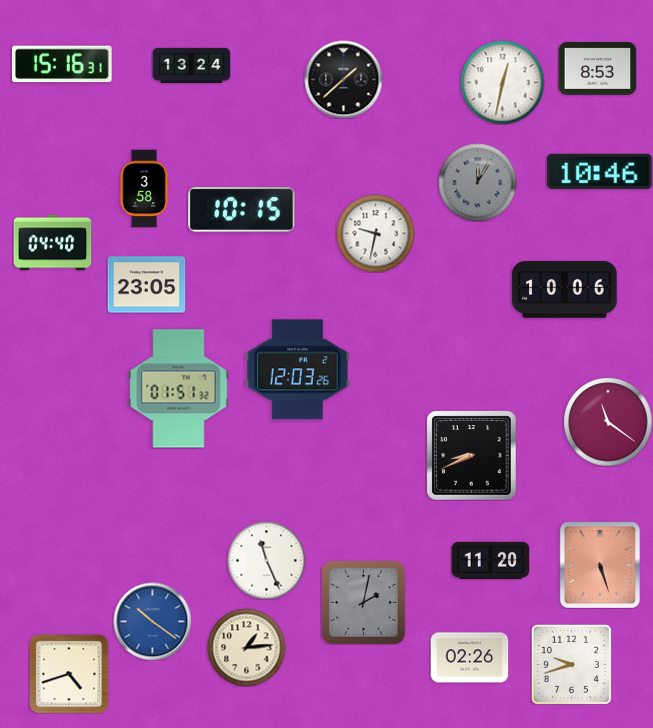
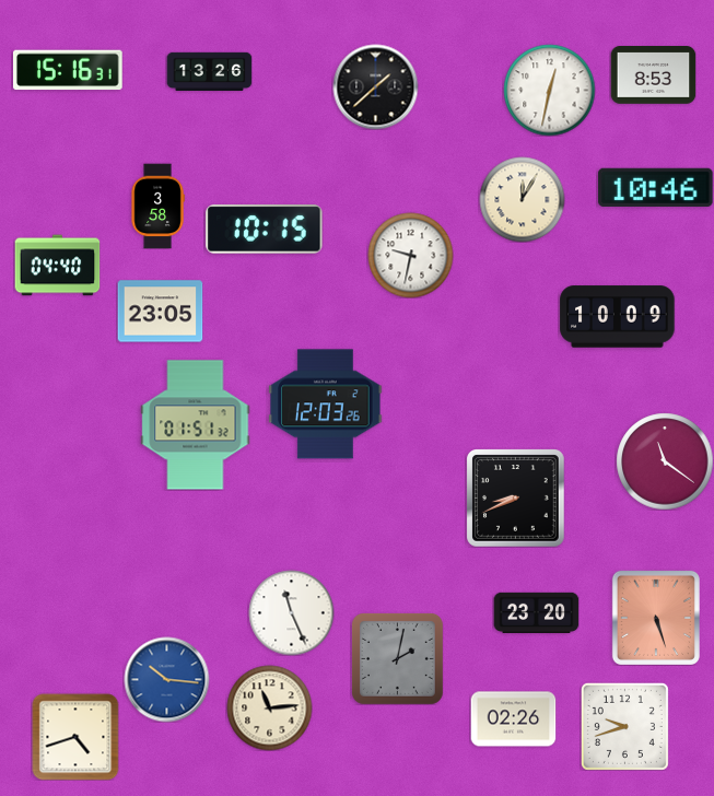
clock at (191, 65): 13:24 -> 13:26
clock at (477, 182) dial: grey -> cream
clock at (565, 290): 10:06 -> 10:09
clock at (490, 560): 11:20 -> 23:20
clock at (152, 621): 10:21 -> 10:16
clock at (246, 647): 1:14 -> 11:14
